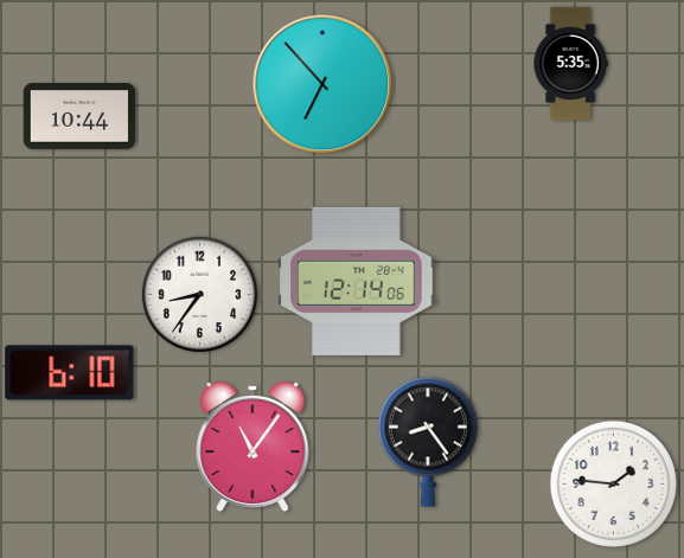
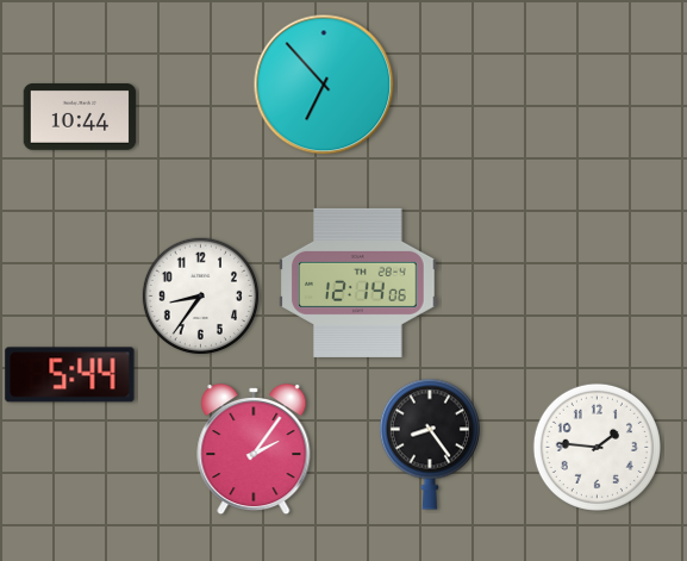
clock at (570, 64): 5:35 -> none
clock at (70, 373): 6:10 -> 5:44
clock at (252, 447): 11:06 -> 2:06
clock at (613, 483) position: (613, 483) -> (597, 447)
